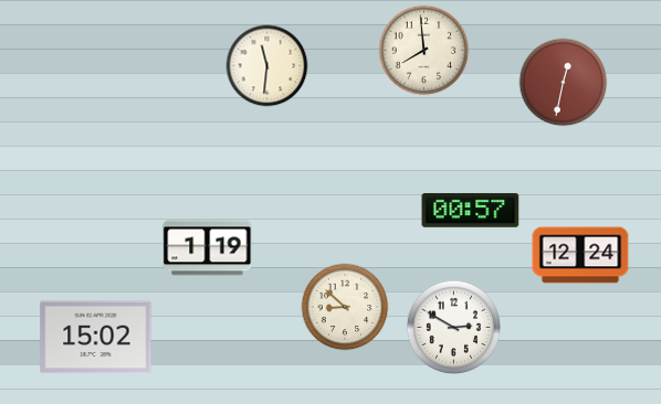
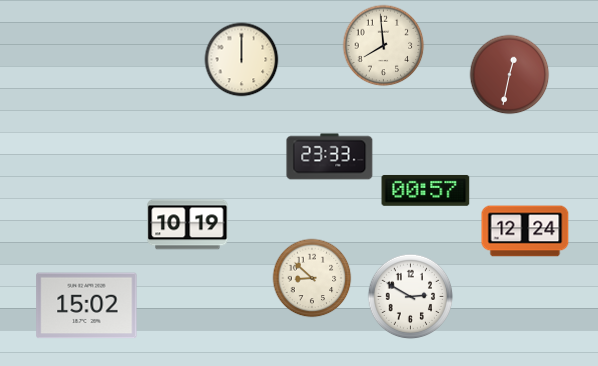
clock at (267, 66): 11:31 -> 12:00
clock at (330, 157): none -> 23:33
clock at (208, 248): 1:19 -> 10:19
